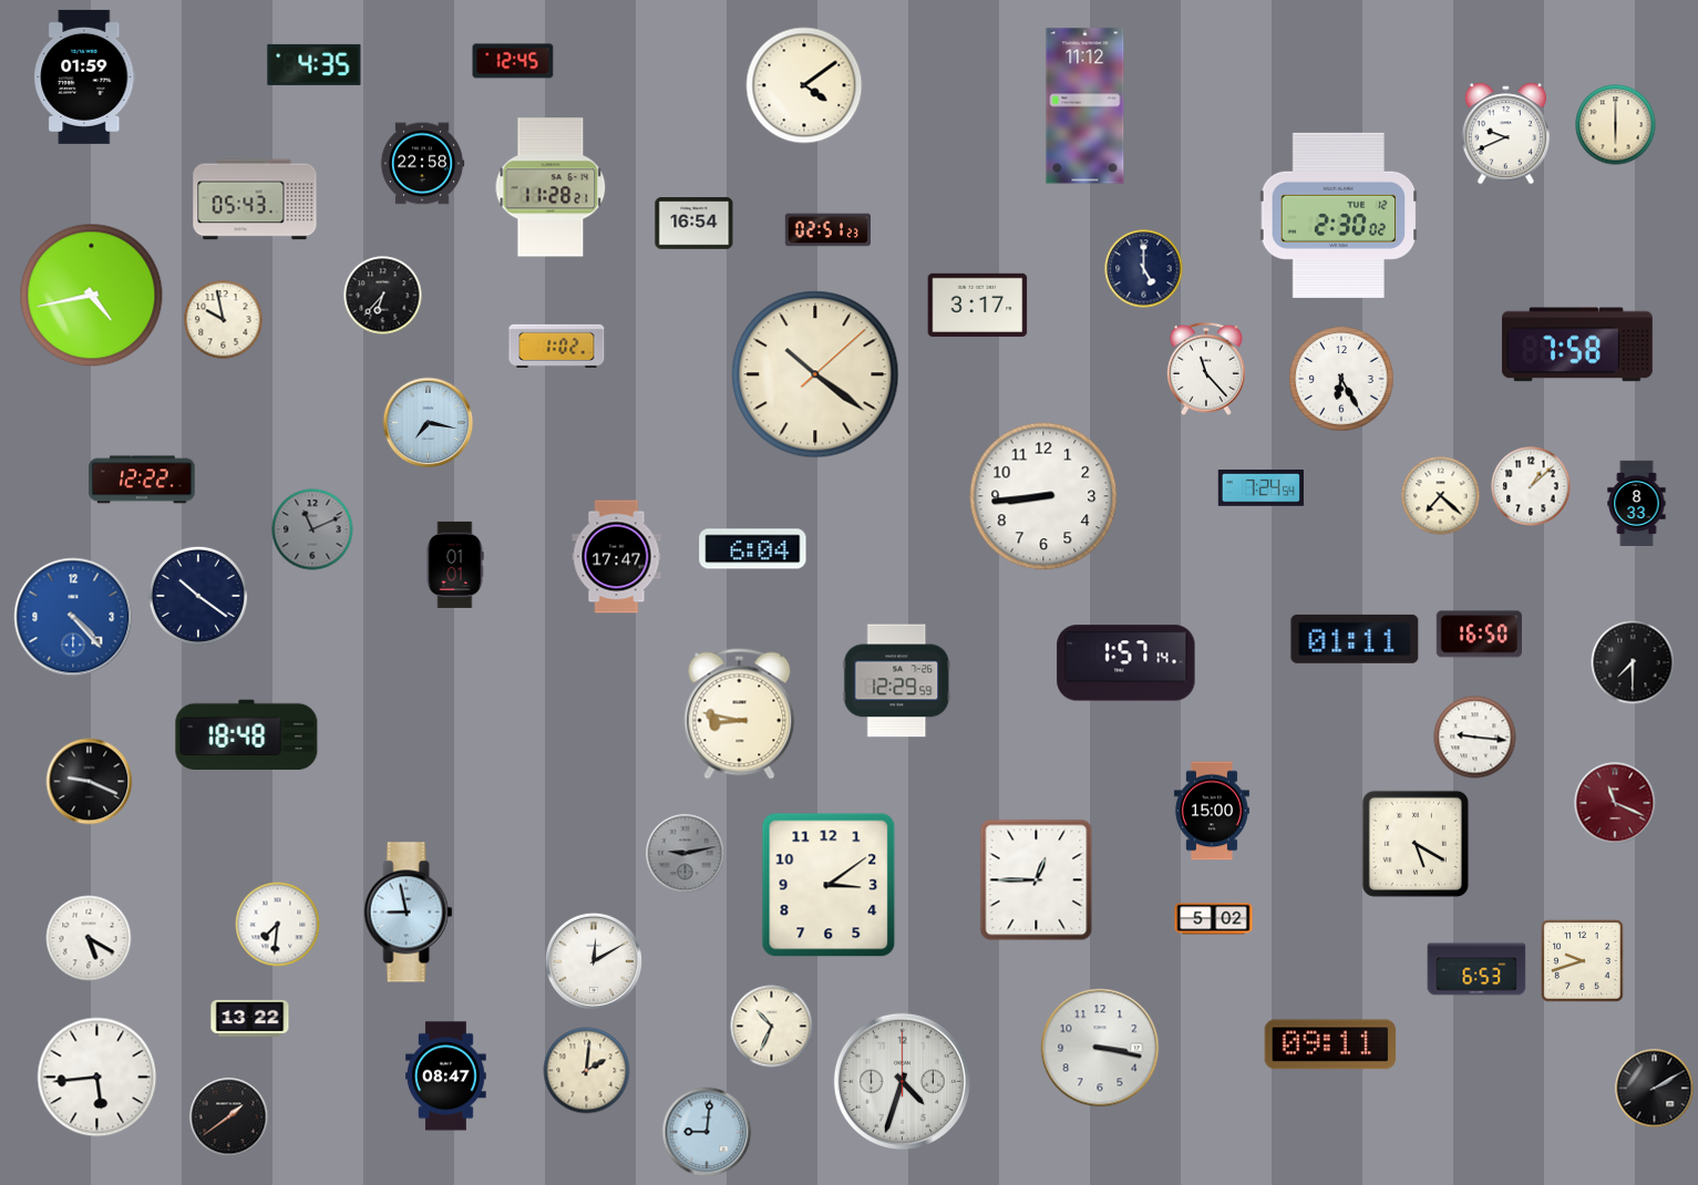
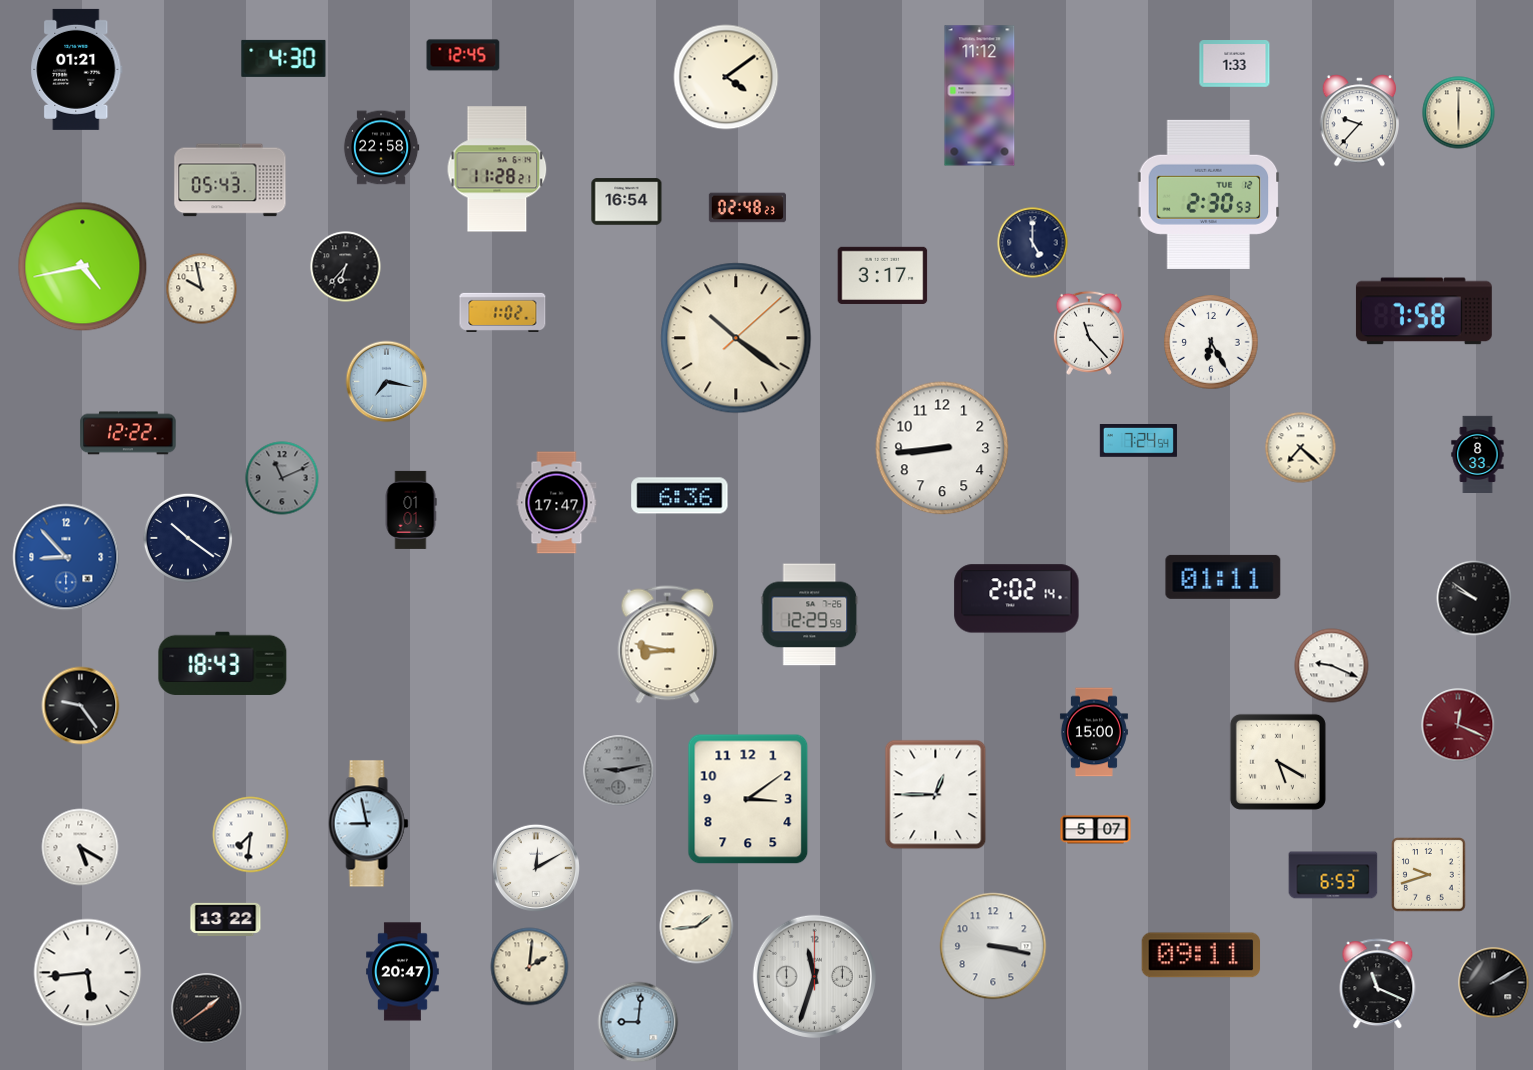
clock at (315, 64): 4:35 -> 4:30
clock at (1235, 64): none -> 1:33
clock at (85, 76): 01:59 -> 01:21
clock at (1505, 134): 9:41 -> 9:37
clock at (1339, 215): 2:30:02 -> 2:30:53
clock at (827, 230): 02:51 -> 02:48
clock at (1531, 486): 1:08 -> none
clock at (753, 549): 6:04 -> 6:36
clock at (198, 596) position: (198, 596) -> (188, 538)
clock at (73, 617): 4:23 -> 8:53
clock at (1479, 635): 16:50 -> none
clock at (1633, 662): 7:30 -> 9:51
clock at (1126, 663): 1:57 -> 2:02
clock at (247, 734): 18:48 -> 18:43
clock at (1475, 738): 9:16 -> 9:19
clock at (90, 782): 9:19 -> 9:24
clock at (1615, 803): 11:19 -> 12:19
clock at (1214, 919): 5:02 -> 5:07
clock at (1583, 961) position: (1583, 961) -> (1429, 875)
clock at (772, 1027): 10:34 -> 1:44
clock at (1330, 1044) position: (1330, 1044) -> (1201, 955)
clock at (446, 1076): 08:47 -> 20:47
clock at (902, 1081): 4:33 -> 11:33
clock at (1378, 984): none -> 11:19
